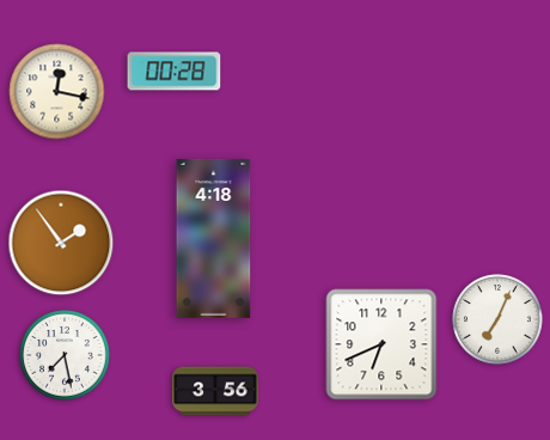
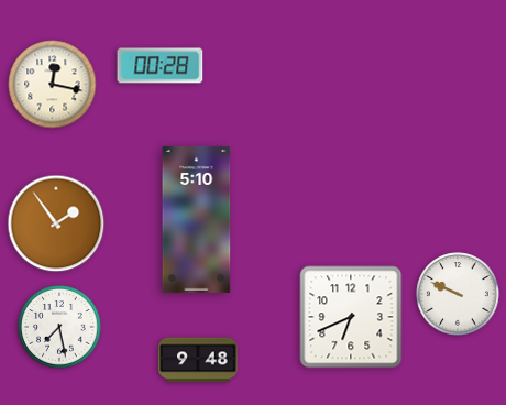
clock at (214, 238): 4:18 -> 5:10
clock at (497, 319): 7:04 -> 9:49
clock at (215, 391): 3:56 -> 9:48
